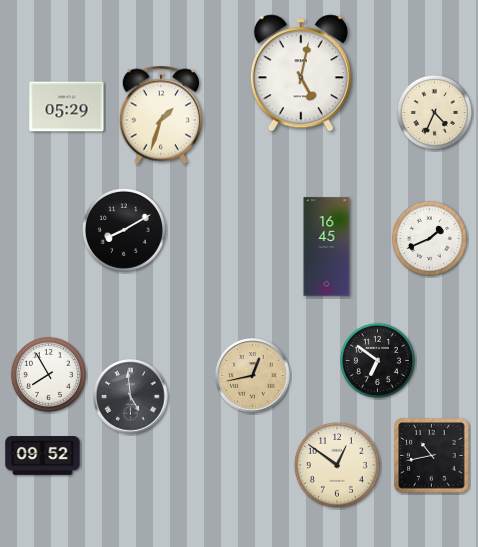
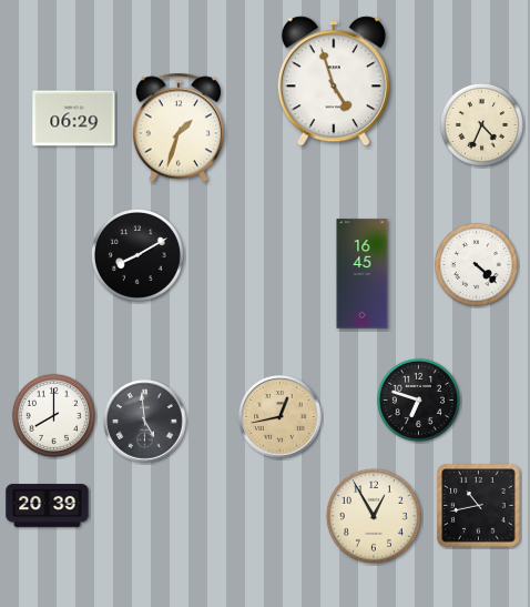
clock at (301, 73): 5:02 -> 4:57
clock at (67, 107): 05:29 -> 06:29
clock at (429, 238): 1:41 -> 4:22
clock at (377, 360): 6:51 -> 6:48
clock at (48, 374): 7:55 -> 8:00
clock at (131, 397) position: (131, 397) -> (145, 422)
clock at (43, 456): 09:52 -> 20:39
clock at (337, 465): 12:51 -> 12:55
